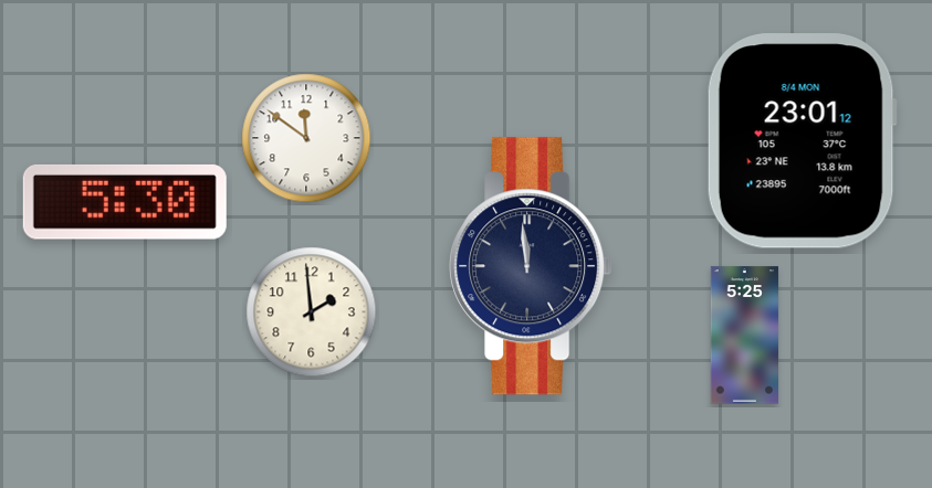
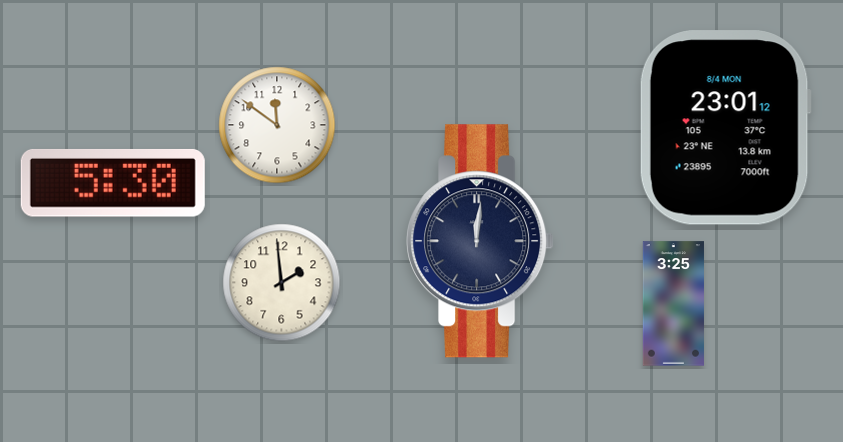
clock at (531, 266): 11:59 -> 12:01
clock at (744, 336): 5:25 -> 3:25
